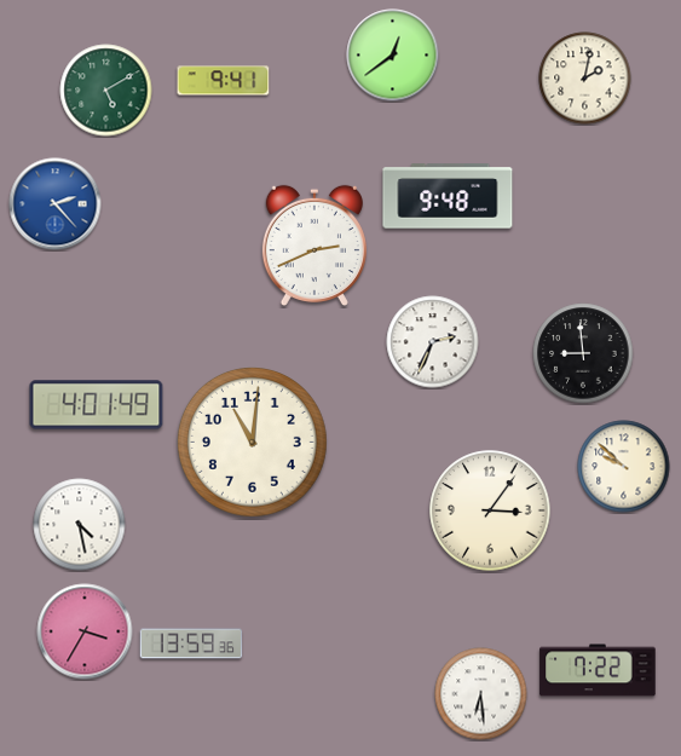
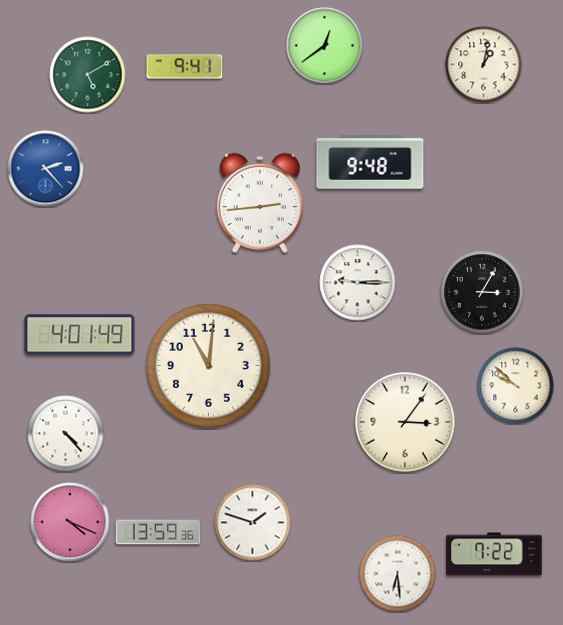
clock at (585, 79): 2:02 -> 1:02
clock at (314, 246): 2:41 -> 2:44
clock at (433, 342): 2:34 -> 9:15
clock at (583, 353): 8:59 -> 3:05
clock at (80, 525): 4:28 -> 4:23
clock at (85, 631): 3:35 -> 4:19
clock at (253, 523): none -> 1:48
